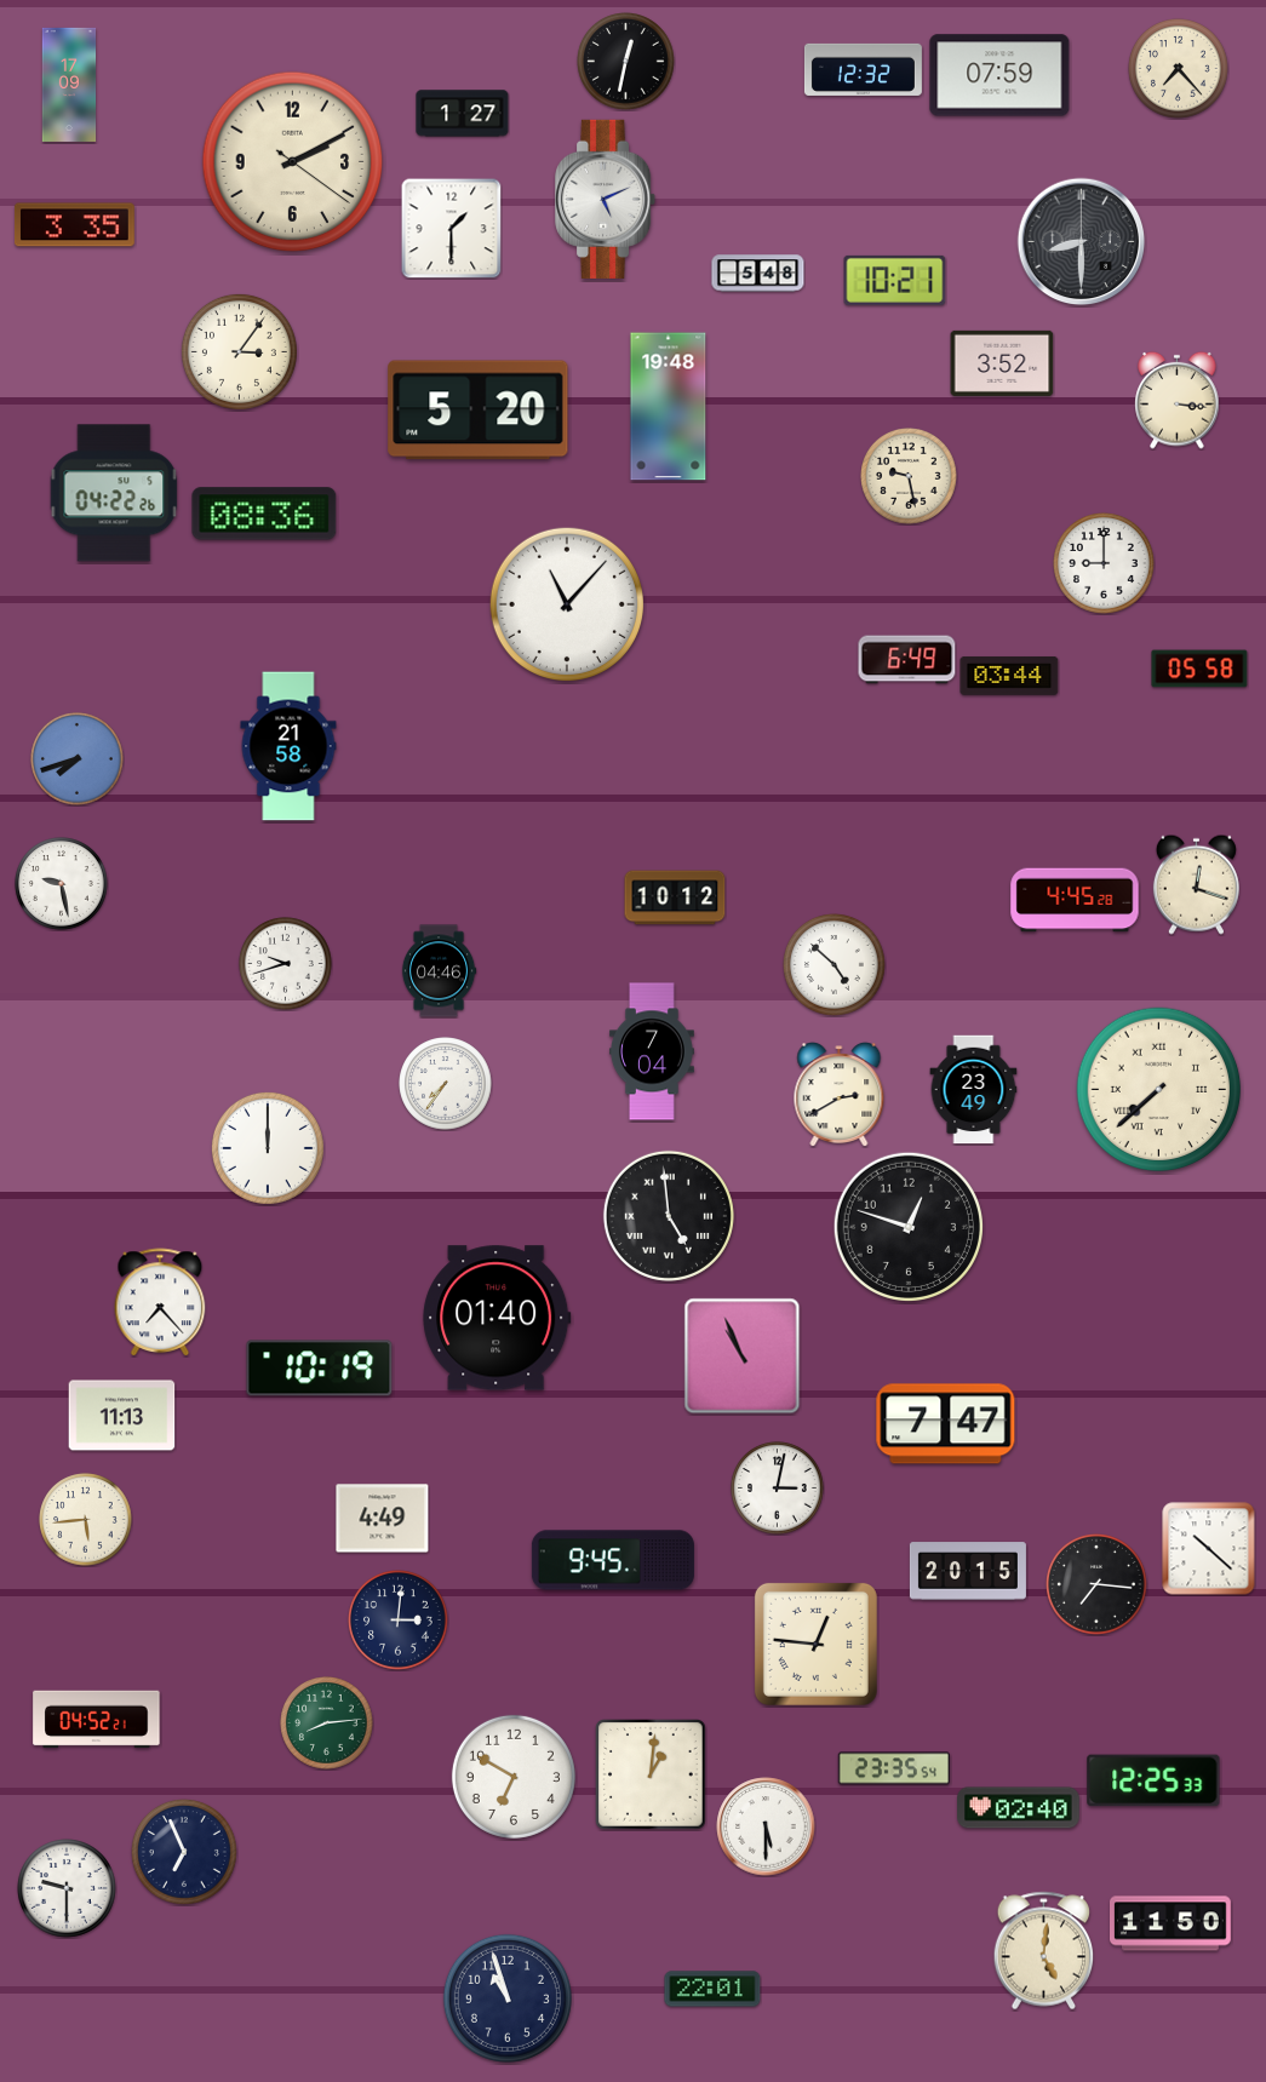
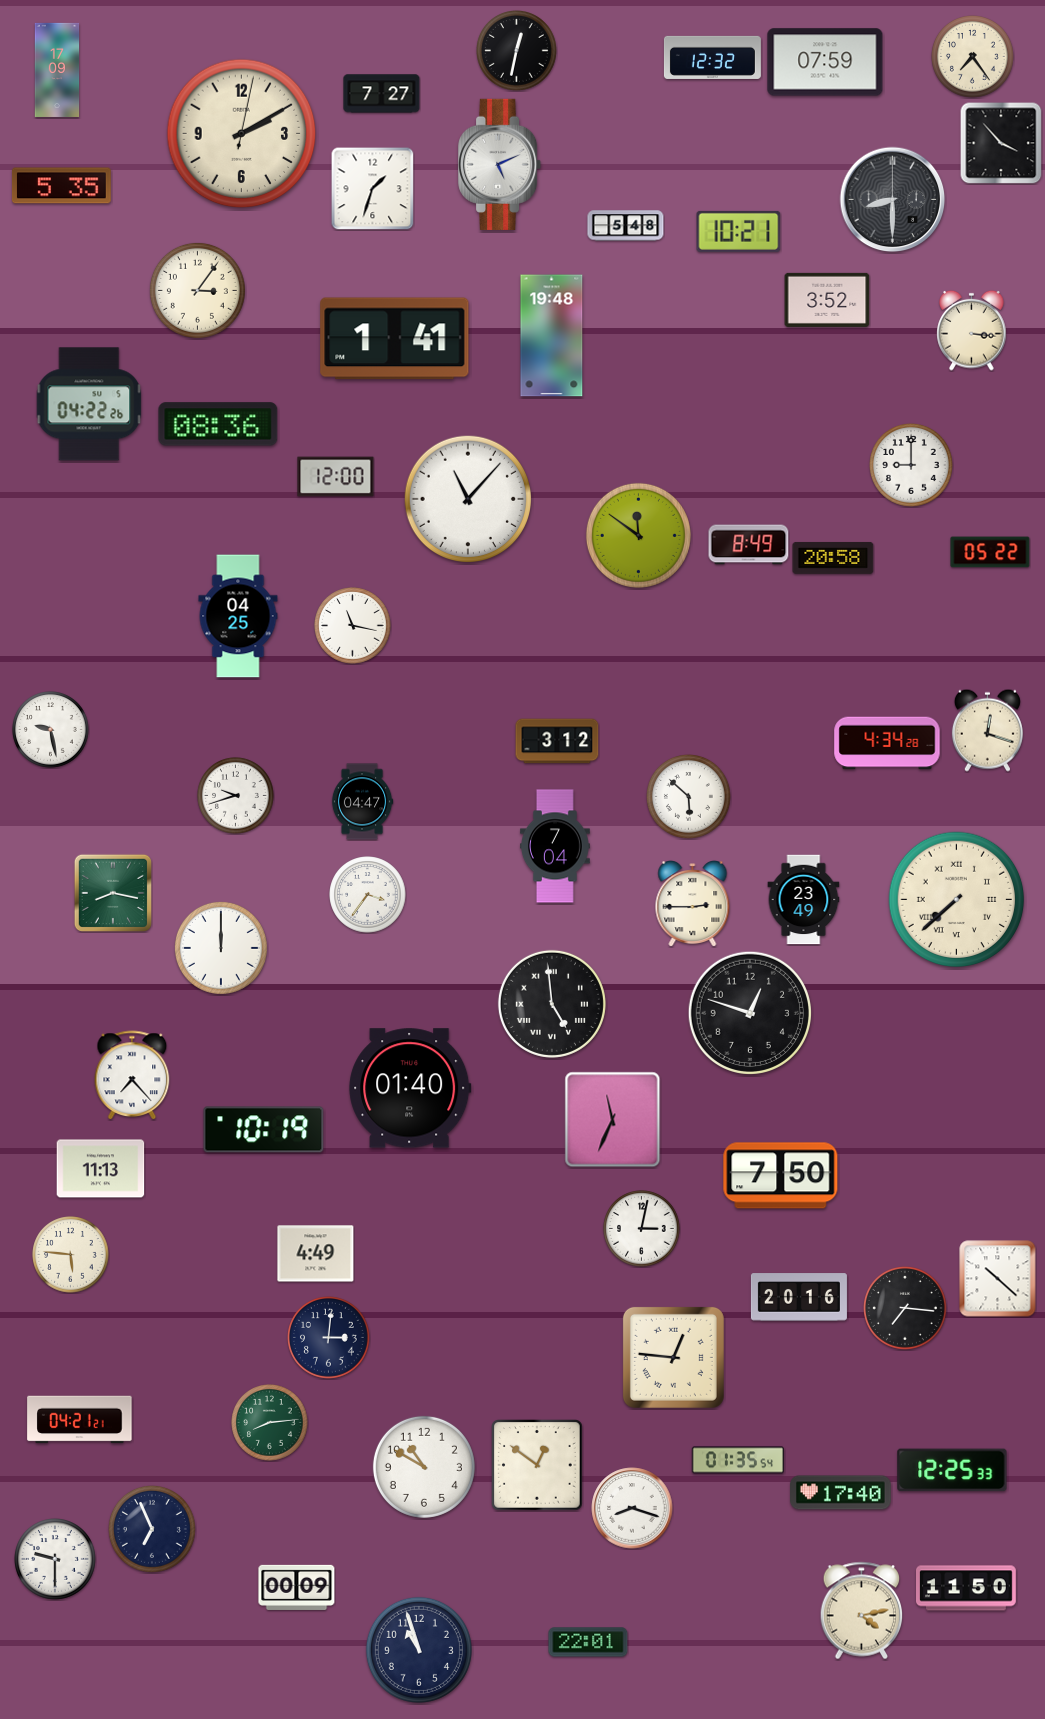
clock at (1179, 69): 7:23 -> 7:24
clock at (463, 114): 1:27 -> 7:27
clock at (293, 162): 2:10:21 -> 2:10:02
clock at (1001, 143): none -> 3:53
clock at (74, 225): 3:35 -> 5:35
clock at (451, 228): 1:30 -> 1:33
clock at (479, 411): 5:20 -> 1:41
clock at (909, 476): 9:28 -> none
clock at (114, 493) position: (114, 493) -> (89, 404)
clock at (336, 477): none -> 12:00
clock at (638, 535): none -> 11:51
clock at (907, 660): 6:49 -> 8:49
clock at (1199, 669): 05:58 -> 05:22
clock at (1009, 676): 03:44 -> 20:58
clock at (288, 746): 21:58 -> 04:25
clock at (353, 626): none -> 11:17
clock at (78, 759): 7:42 -> none
clock at (675, 897): 10:12 -> 3:12
clock at (1075, 900): 4:45 -> 4:34
clock at (835, 965): 4:52 -> 5:52
clock at (439, 971): 04:46 -> 04:47
clock at (652, 1051) position: (652, 1051) -> (555, 846)
clock at (112, 892): none -> 8:17
clock at (446, 1084): 7:36 -> 3:36
clock at (840, 1095): 2:40 -> 2:45
clock at (743, 1357): 10:56 -> 11:34
clock at (946, 1424): 7:47 -> 7:50
clock at (86, 1520): 5:44 -> 5:46
clock at (613, 1560): 9:45 -> none
clock at (968, 1571): 20:15 -> 20:16
clock at (97, 1720): 04:52 -> 04:21
clock at (893, 1768): 23:35 -> 01:35
clock at (652, 1776): 1:01 -> 12:51
clock at (514, 1777): 6:50 -> 10:50
clock at (1019, 1808): 02:40 -> 17:40
clock at (766, 1826): 5:30 -> 8:18
clock at (297, 1587): none -> 00:09
clock at (1044, 1951): 5:01 -> 4:13
